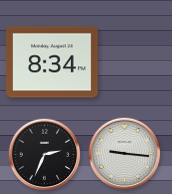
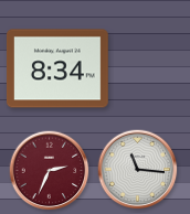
clock at (125, 154): 9:16 -> 11:16
clock at (45, 155) dial: black -> burgundy
